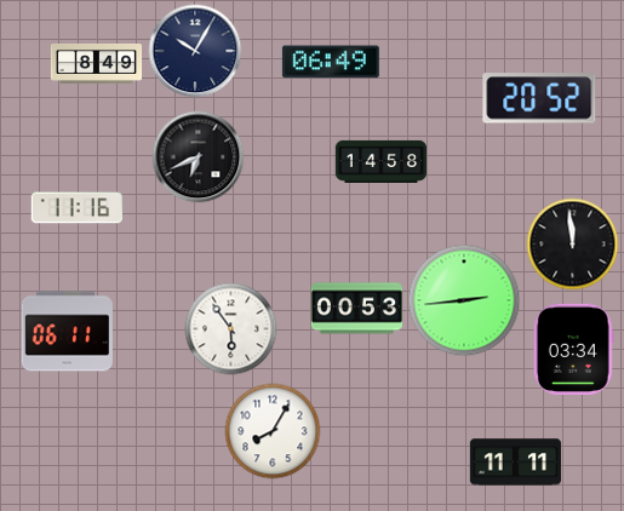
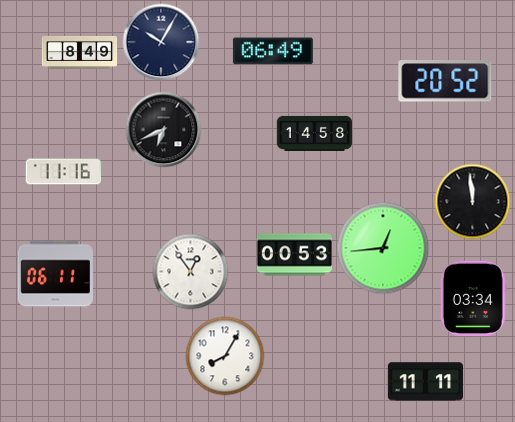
clock at (464, 300): 2:44 -> 12:44
clock at (231, 329): 5:54 -> 12:54
clock at (573, 349) position: (573, 349) -> (473, 298)
